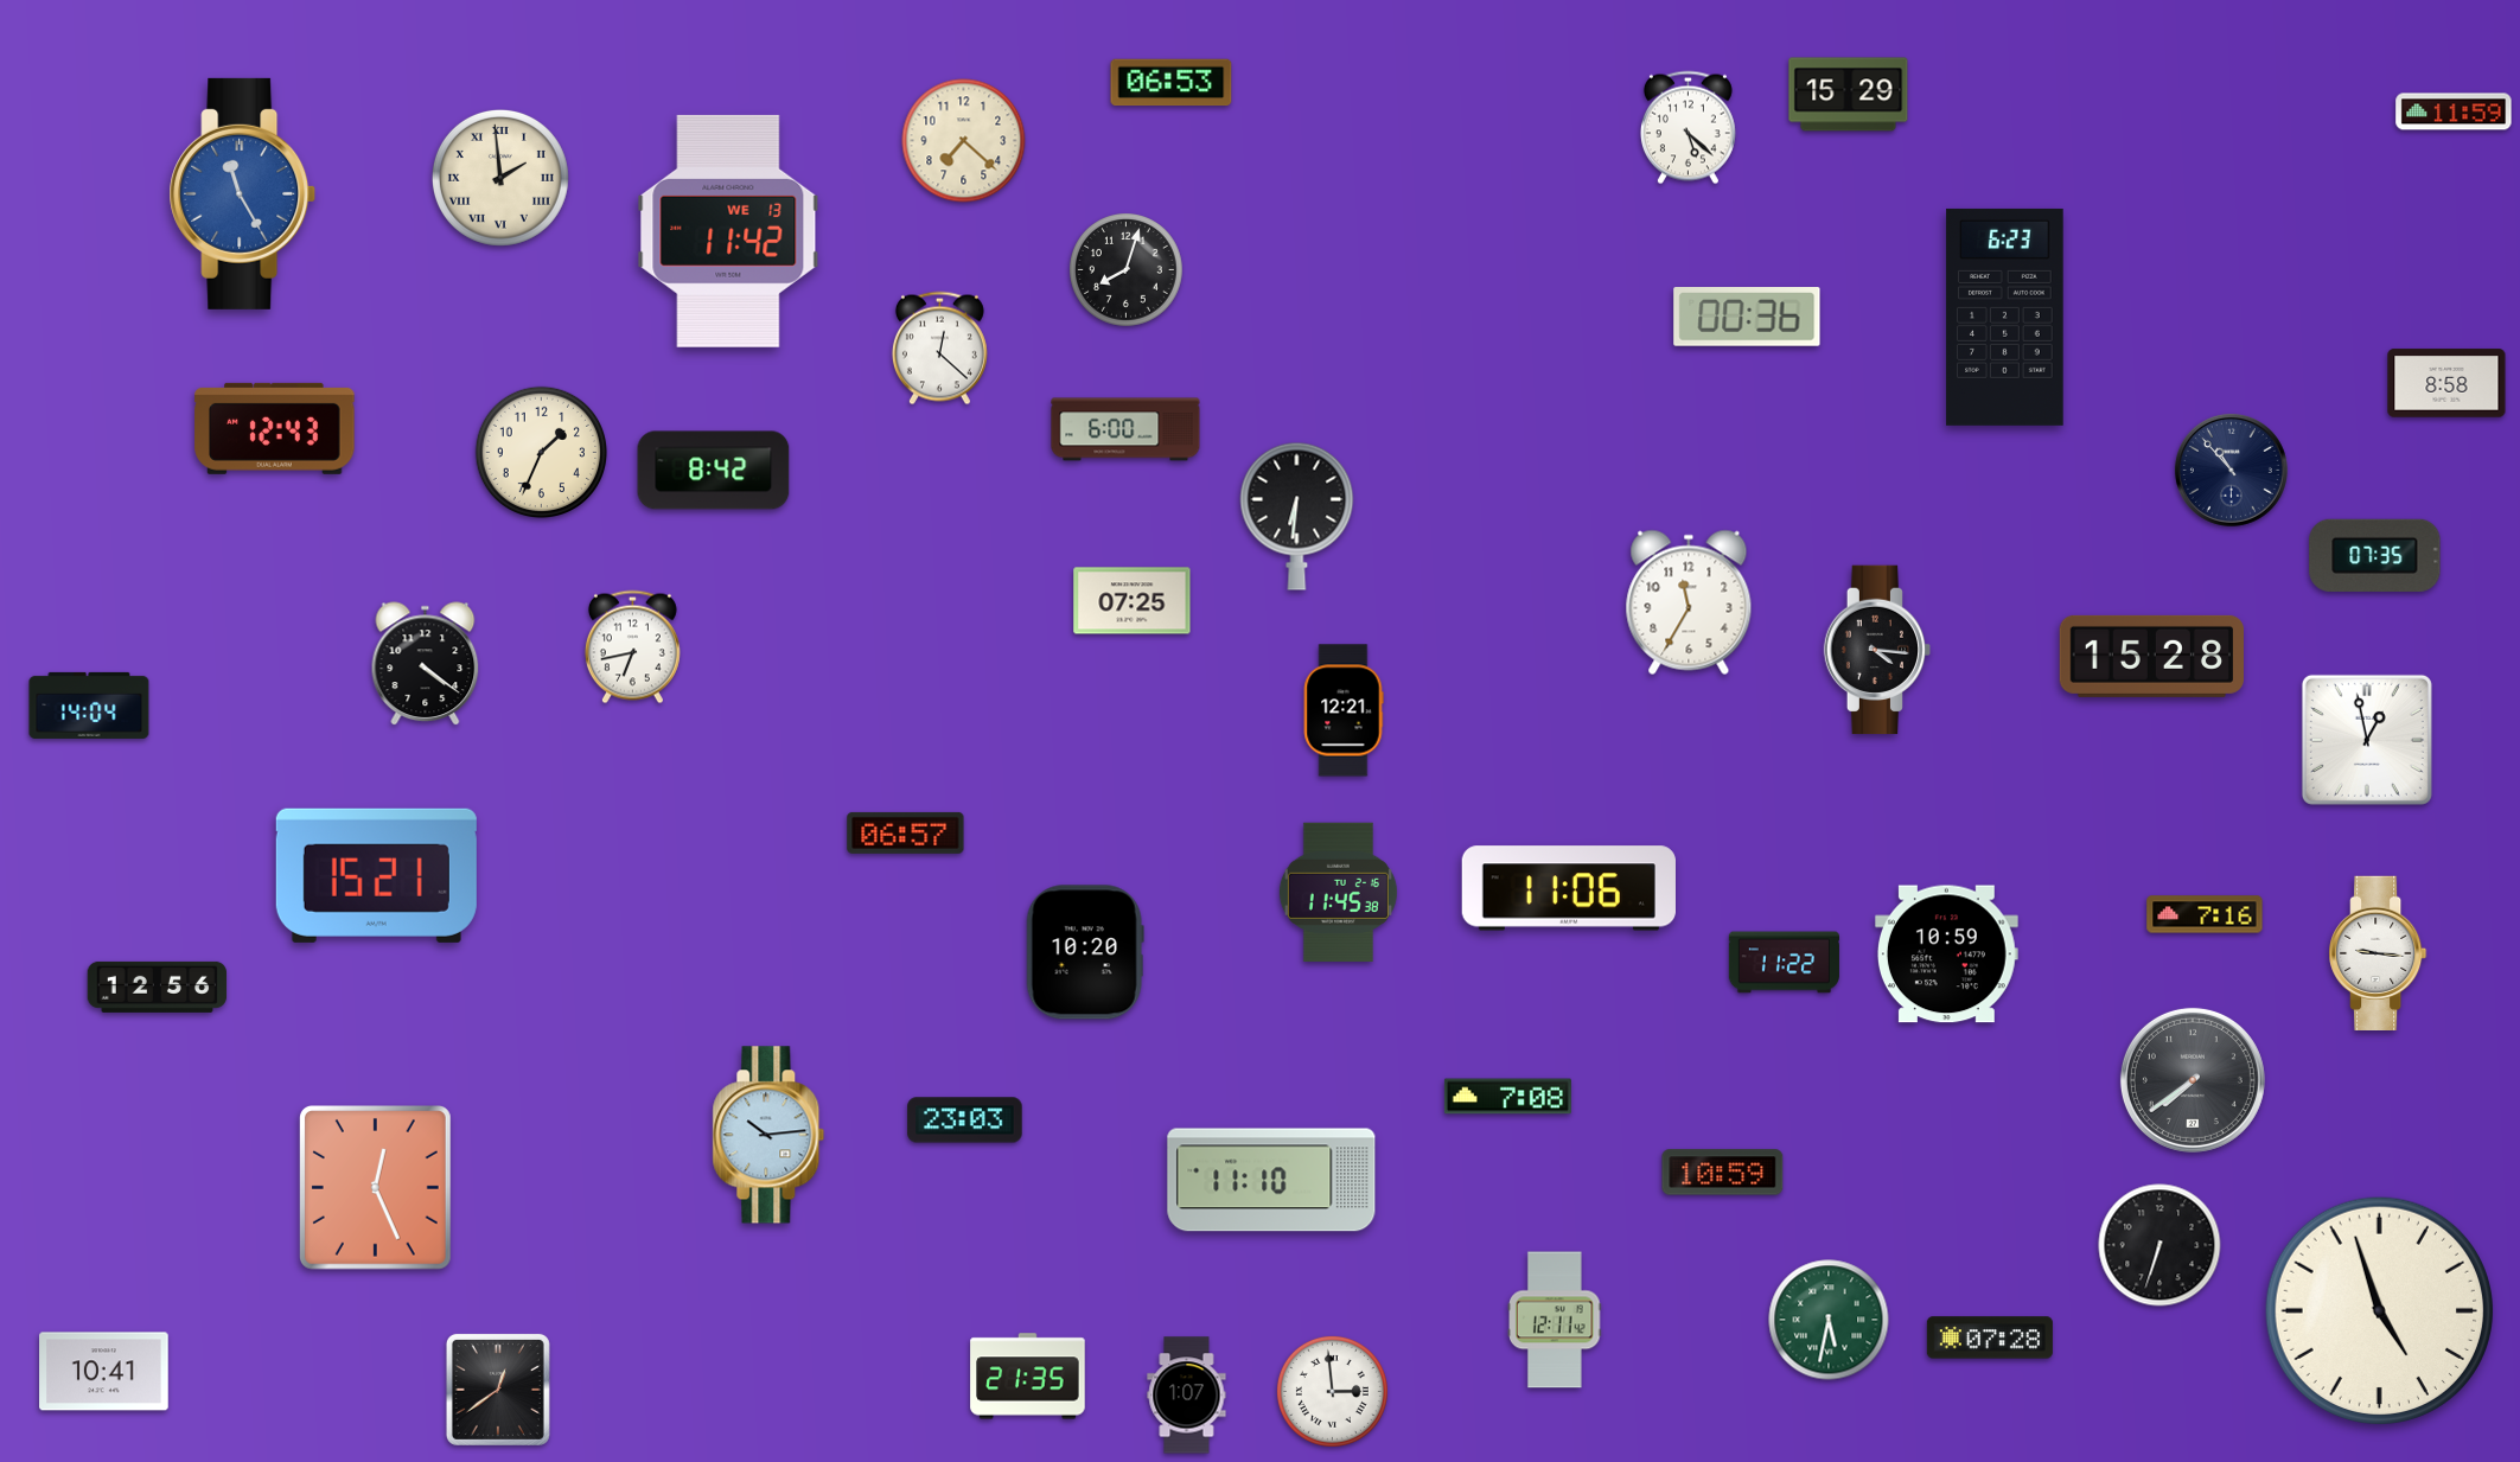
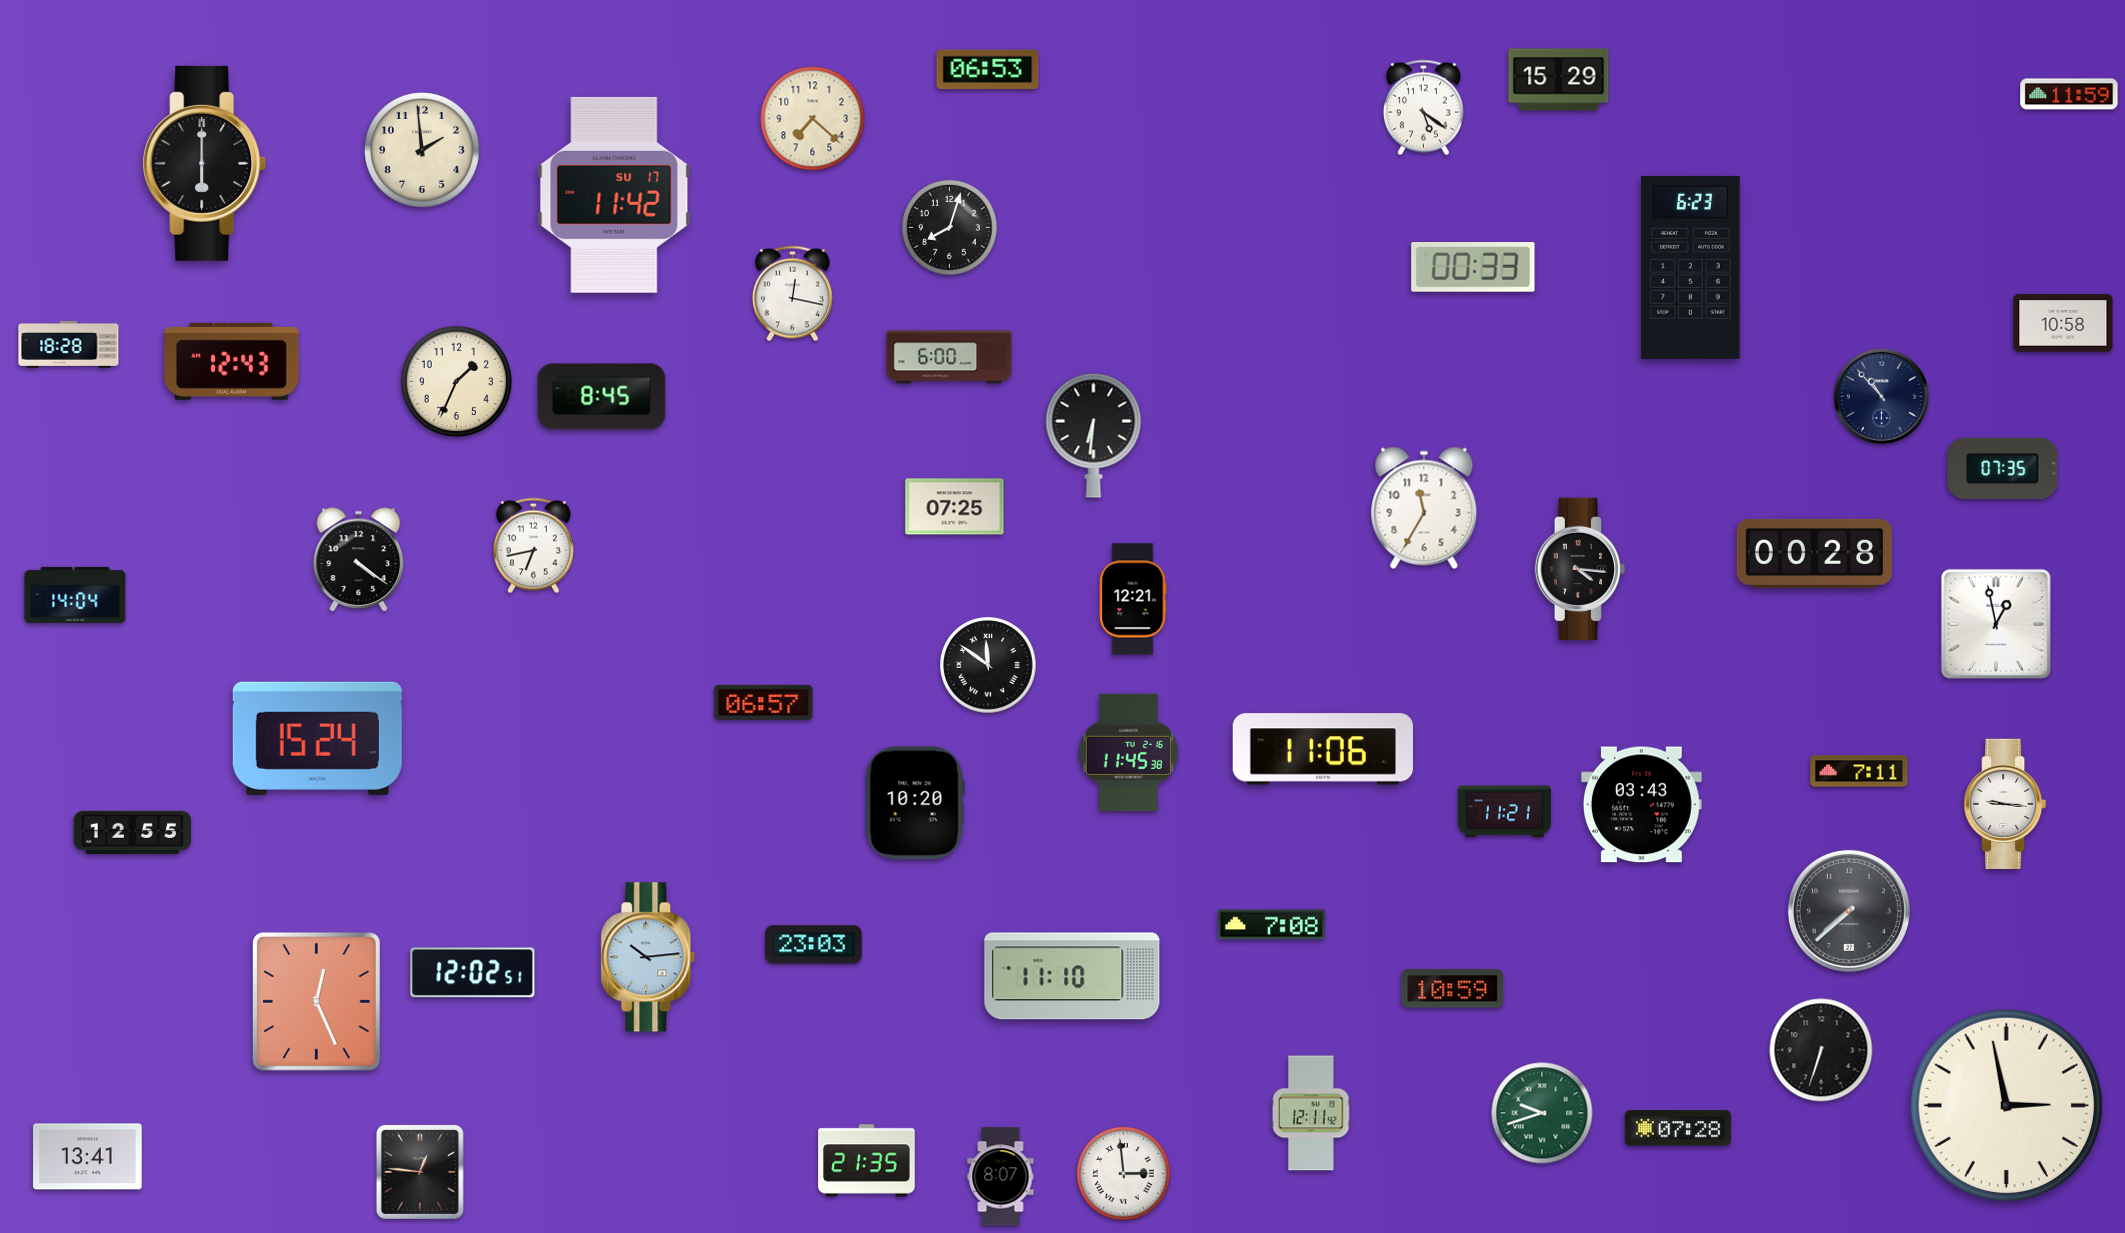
clock at (1688, 128): 5:22 -> 5:21
clock at (500, 178) numerals: Roman -> Arabic
clock at (243, 193): 11:25 -> 6:00
clock at (243, 193) dial: blue -> black
clock at (728, 231) date: WE 13 -> SU 17
clock at (1747, 318): 00:36 -> 00:33
clock at (939, 349): 12:22 -> 12:17
clock at (2446, 383): 8:58 -> 10:58
clock at (69, 344): none -> 18:28
clock at (1125, 429) position: (1125, 429) -> (949, 357)
clock at (714, 471): 8:42 -> 8:45
clock at (1877, 650) position: (1877, 650) -> (1580, 569)
clock at (2151, 656): 15:28 -> 00:28
clock at (988, 665): none -> 11:51
clock at (376, 875): 15:21 -> 15:24
clock at (2205, 914): 7:16 -> 7:11
clock at (1946, 955): 10:59 -> 03:43
clock at (1784, 963): 11:22 -> 11:21
clock at (158, 987): 12:56 -> 12:55
clock at (2193, 1080): 7:39 -> 7:38
clock at (473, 973): none -> 12:02
clock at (1271, 1180) position: (1271, 1180) -> (1072, 976)
clock at (2379, 1310): 4:57 -> 2:58
clock at (1829, 1320): 5:32 -> 9:42
clock at (104, 1372): 10:41 -> 13:41
clock at (498, 1390): 12:39 -> 12:46
clock at (1187, 1396): 1:07 -> 8:07
